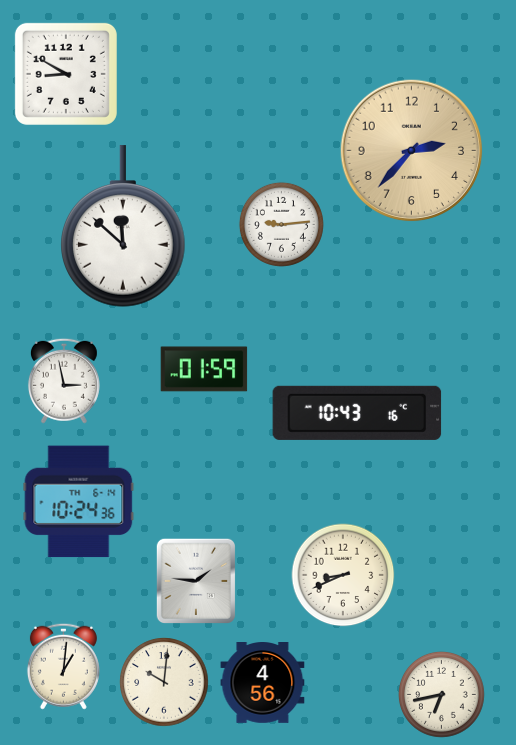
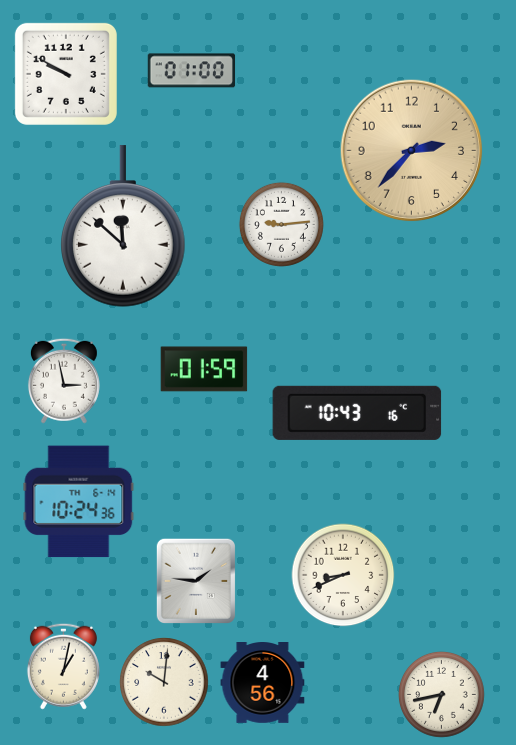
clock at (192, 71): none -> 01:00
clock at (66, 74): 8:50 -> 9:50
clock at (63, 666): 1:01 -> 1:02
